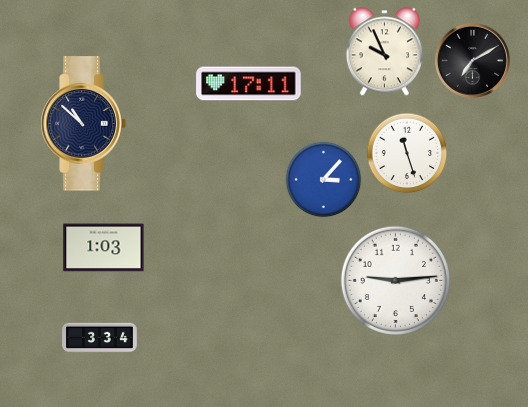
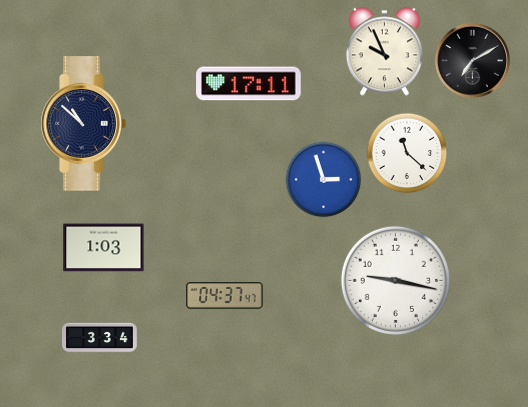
clock at (407, 153): 11:27 -> 11:22
clock at (324, 180): 3:07 -> 2:57
clock at (395, 280): 9:14 -> 9:17
clock at (225, 296): none -> 04:37
